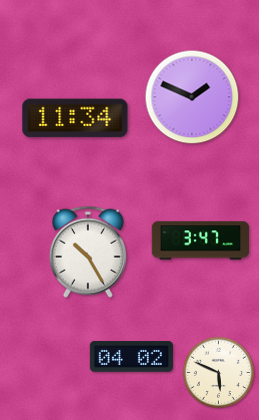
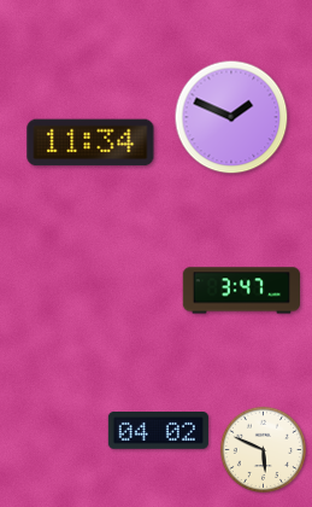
clock at (88, 252): 10:25 -> none
